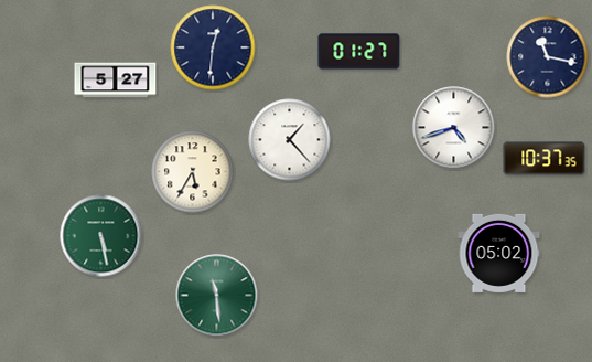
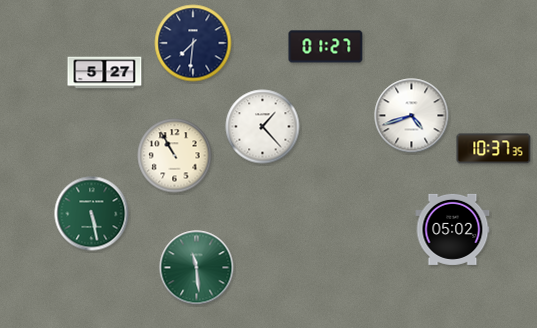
clock at (213, 47): 12:31 -> 7:31
clock at (548, 57): 11:17 -> none
clock at (545, 159) position: (545, 159) -> (494, 149)
clock at (193, 172): 5:35 -> 10:55
